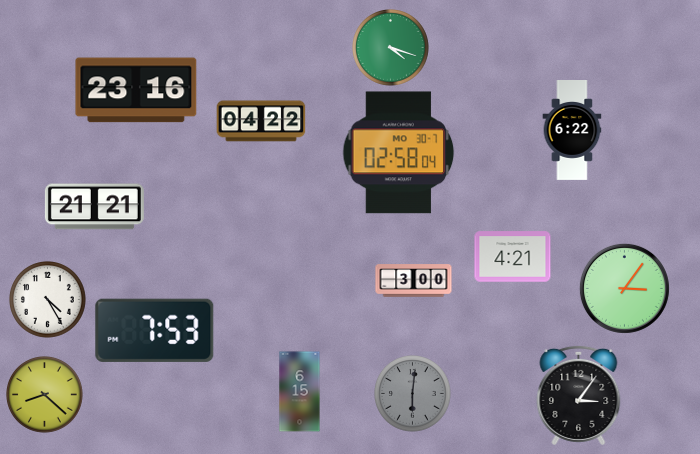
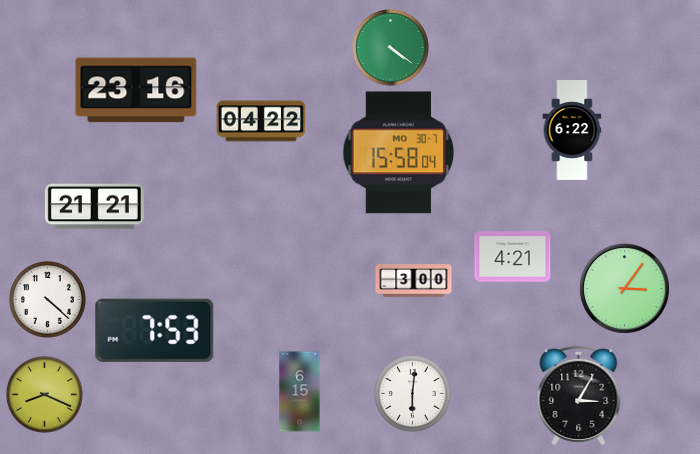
clock at (391, 48): 4:18 -> 4:21
clock at (399, 153): 02:58 -> 15:58
clock at (48, 300): 4:25 -> 4:22
clock at (413, 394) dial: grey -> white
clock at (45, 395): 8:22 -> 8:19
clock at (579, 395): 3:06 -> 3:05
